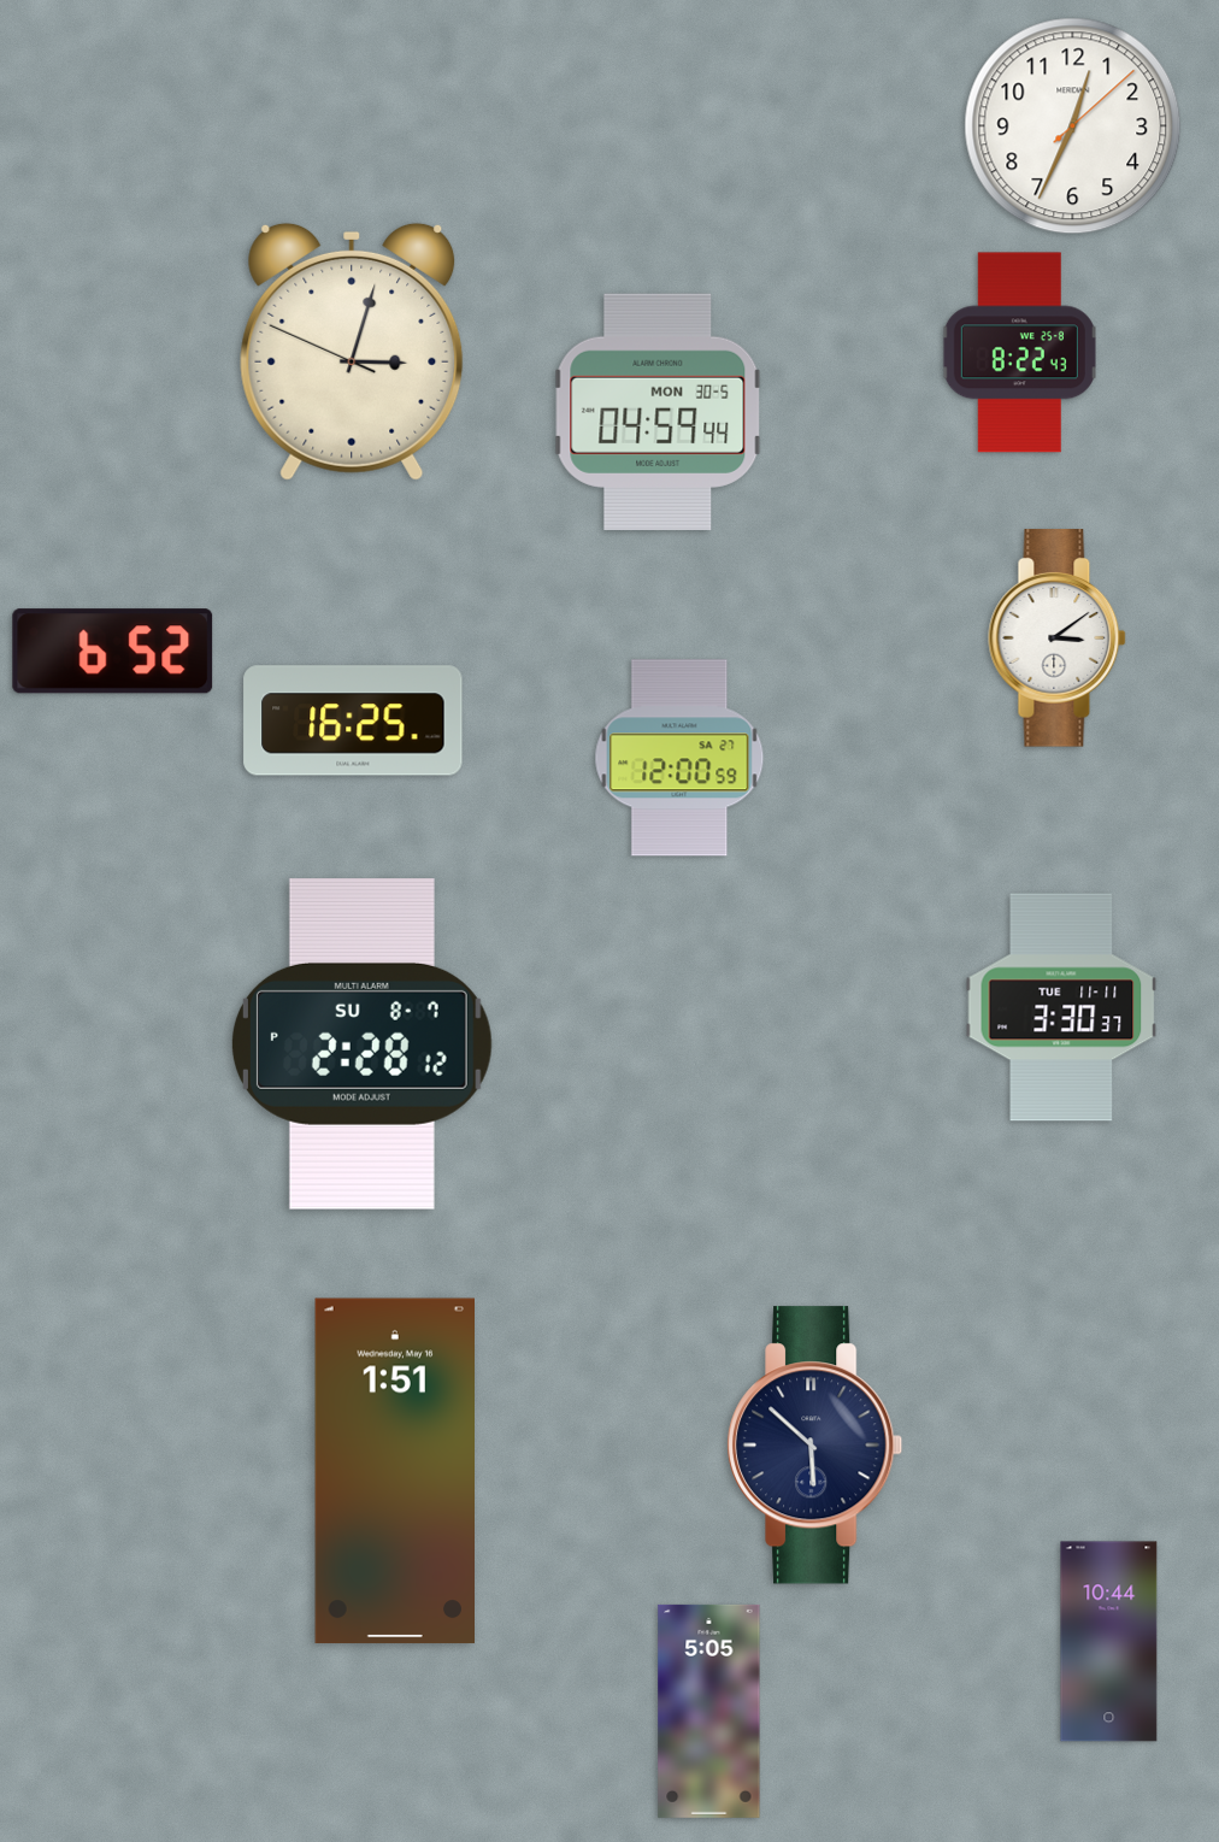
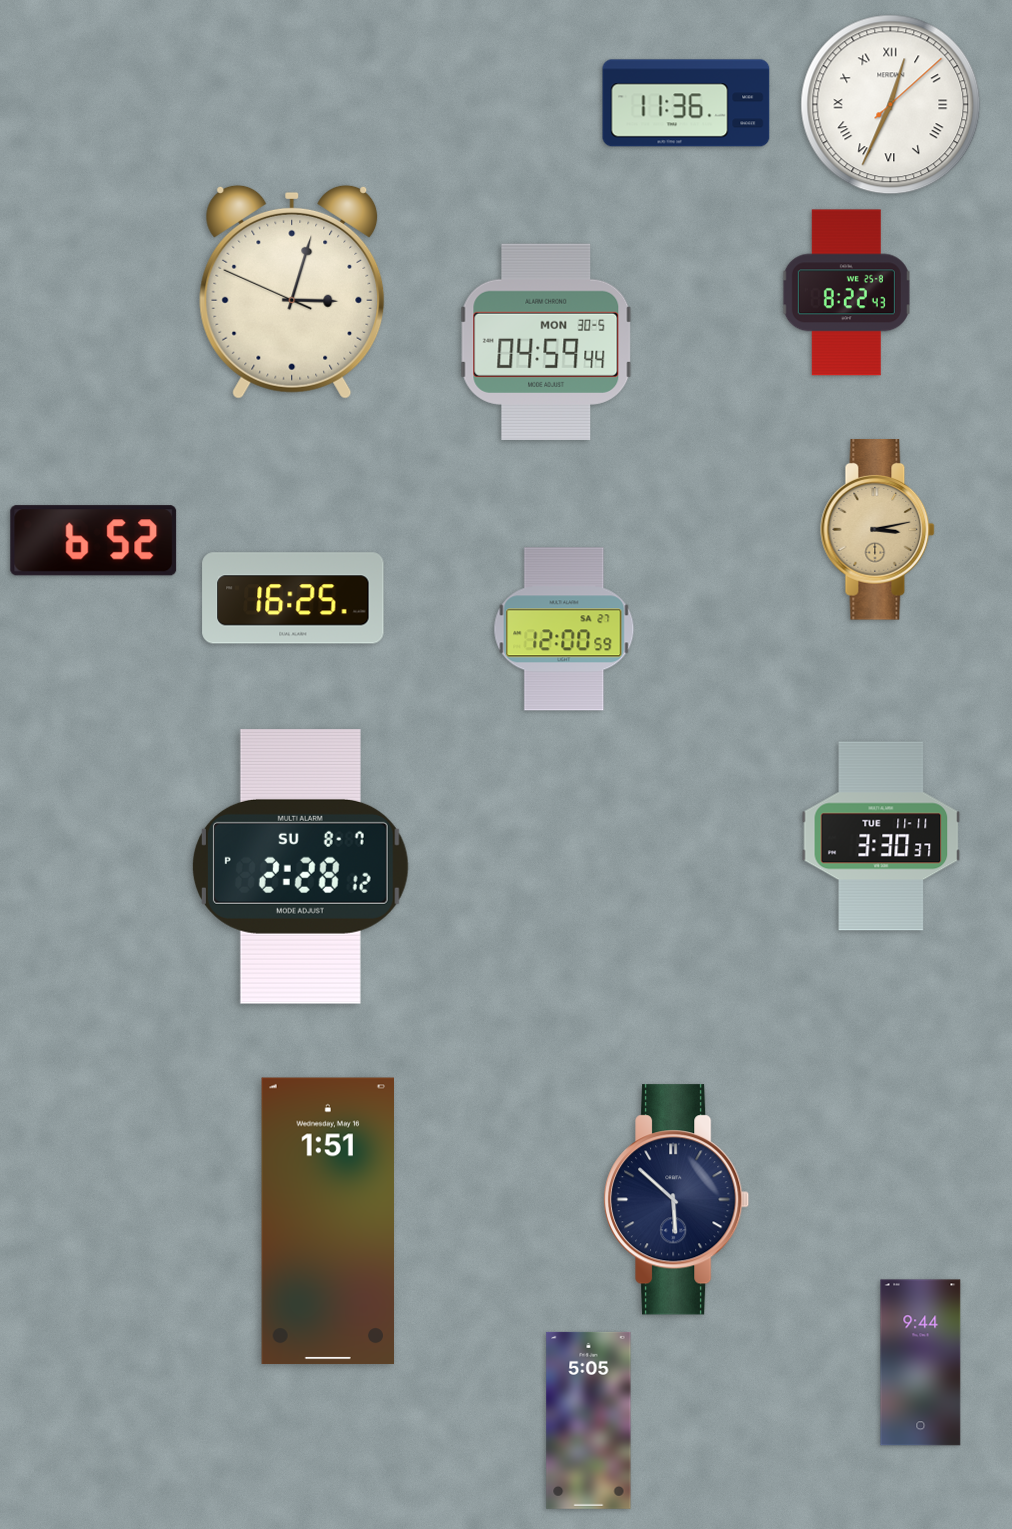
clock at (686, 103): none -> 11:36
clock at (1073, 126) numerals: Arabic -> Roman
clock at (1058, 638): 3:09 -> 3:13
clock at (1058, 638) dial: white -> champagne
clock at (1109, 1642): 10:44 -> 9:44
